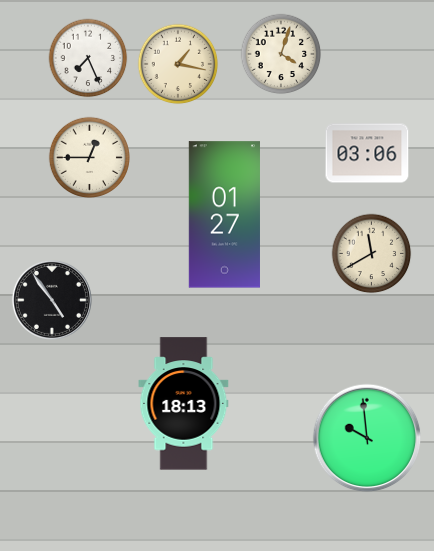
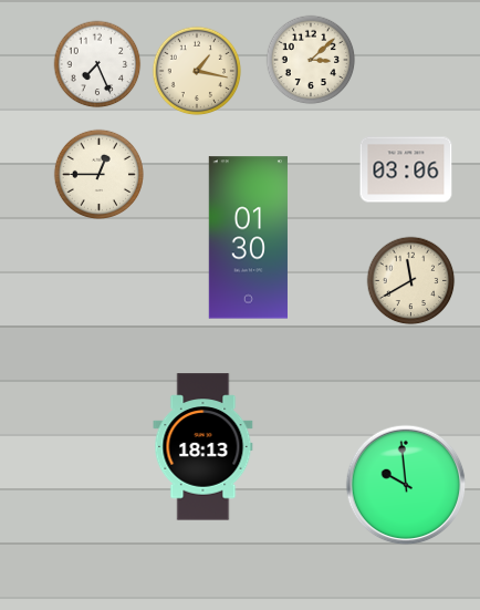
clock at (281, 54): 4:03 -> 3:08
clock at (224, 215): 01:27 -> 01:30
clock at (52, 300): 4:54 -> none
